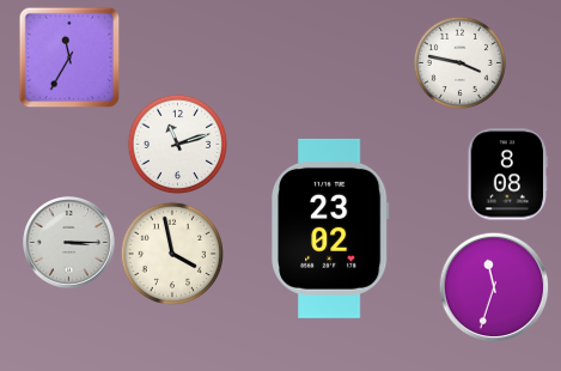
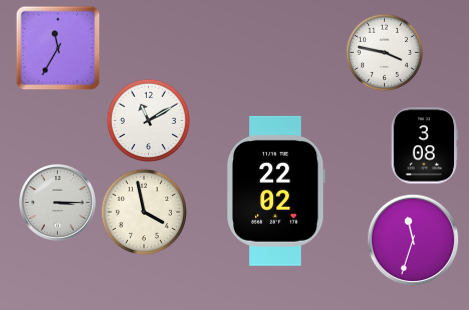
clock at (177, 144): 11:12 -> 11:10
clock at (508, 175): 8:08 -> 3:08
clock at (330, 229): 23:02 -> 22:02
